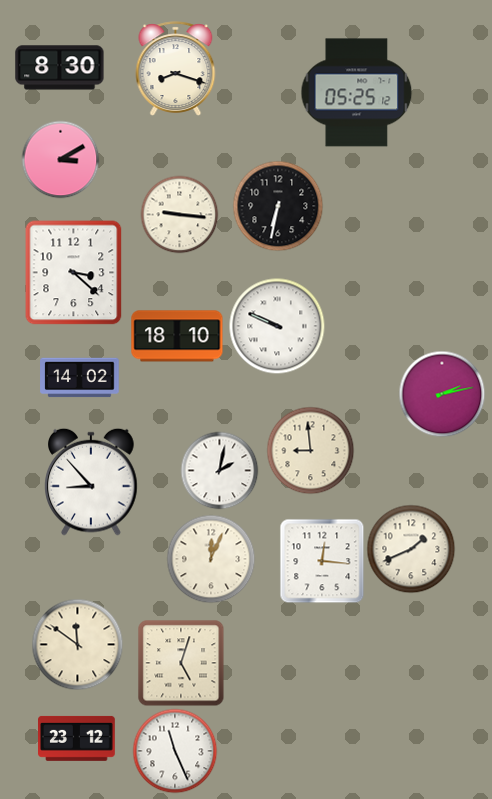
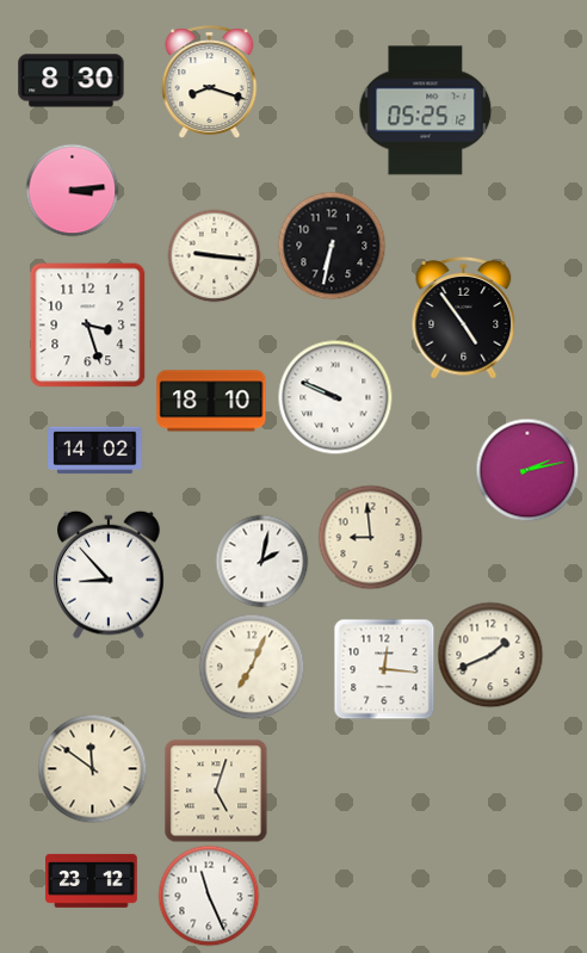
clock at (60, 159): 3:10 -> 3:14
clock at (464, 318): none -> 4:54
clock at (74, 273): 3:22 -> 3:27
clock at (277, 326) position: (277, 326) -> (335, 397)
clock at (211, 559): 12:04 -> 7:04
